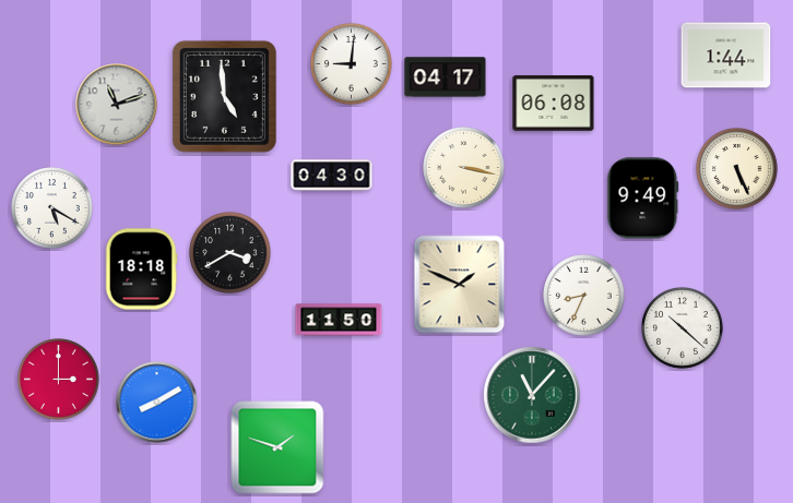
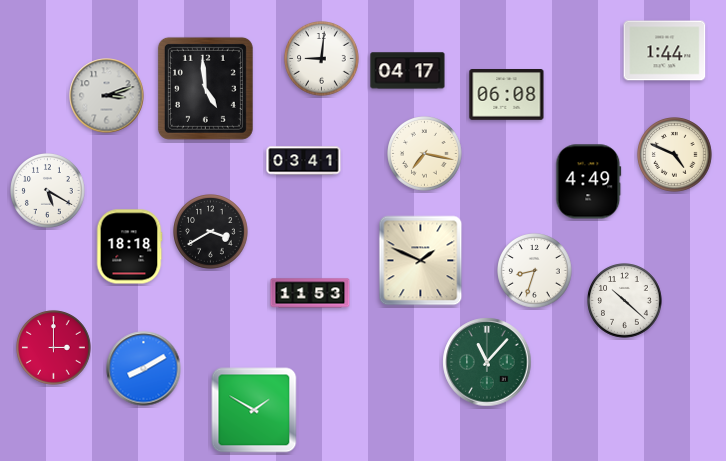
clock at (117, 105): 11:12 -> 3:12
clock at (464, 168): 3:17 -> 7:17
clock at (737, 169): 5:26 -> 4:49
clock at (332, 176): 04:30 -> 03:41
clock at (643, 199): 9:49 -> 4:49
clock at (584, 296): 8:34 -> 8:33
clock at (339, 320): 11:50 -> 11:53
clock at (277, 447): 1:48 -> 1:50
